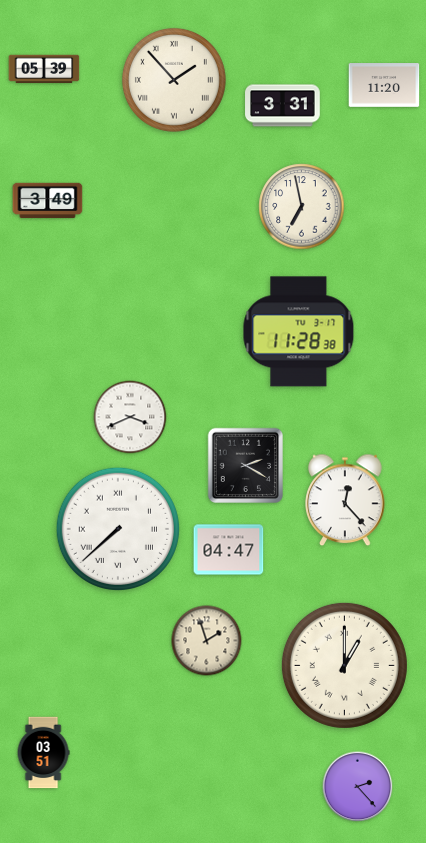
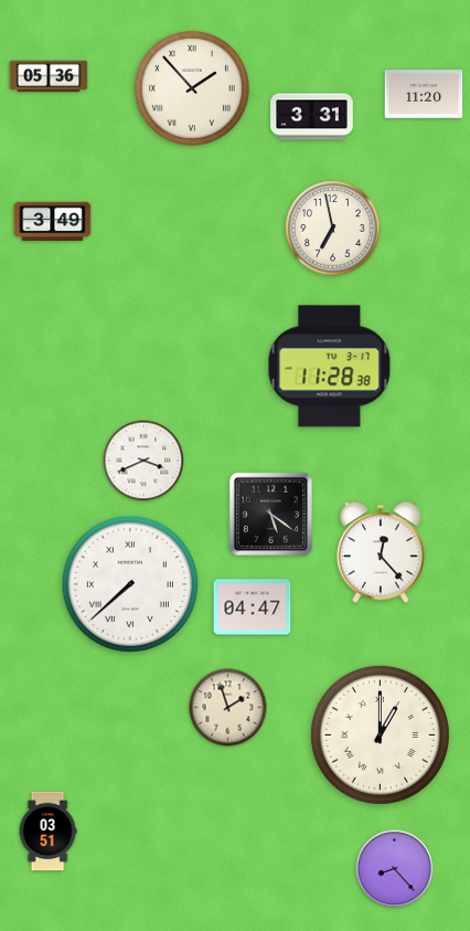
clock at (44, 69): 05:39 -> 05:36
clock at (245, 465): 2:20 -> 5:21
clock at (358, 787): 2:23 -> 8:23
